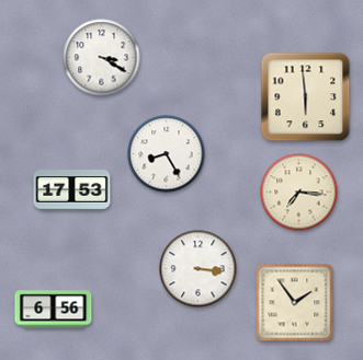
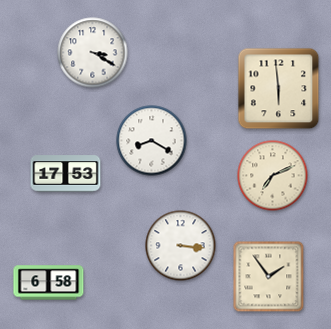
clock at (167, 154): 8:25 -> 8:20
clock at (299, 193): 7:16 -> 7:11
clock at (54, 310): 6:56 -> 6:58
